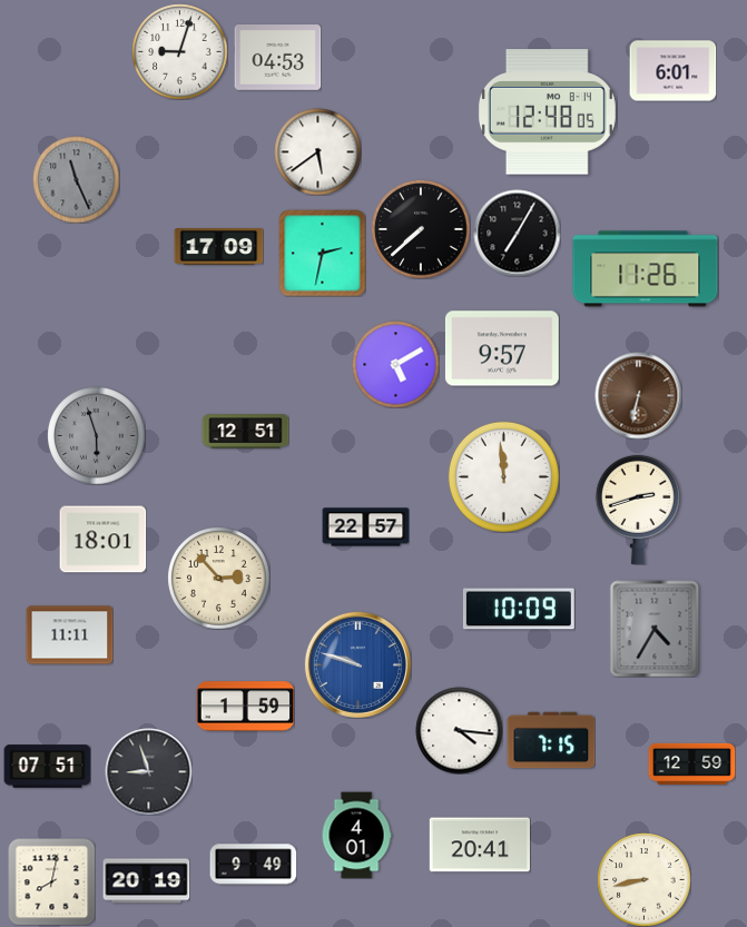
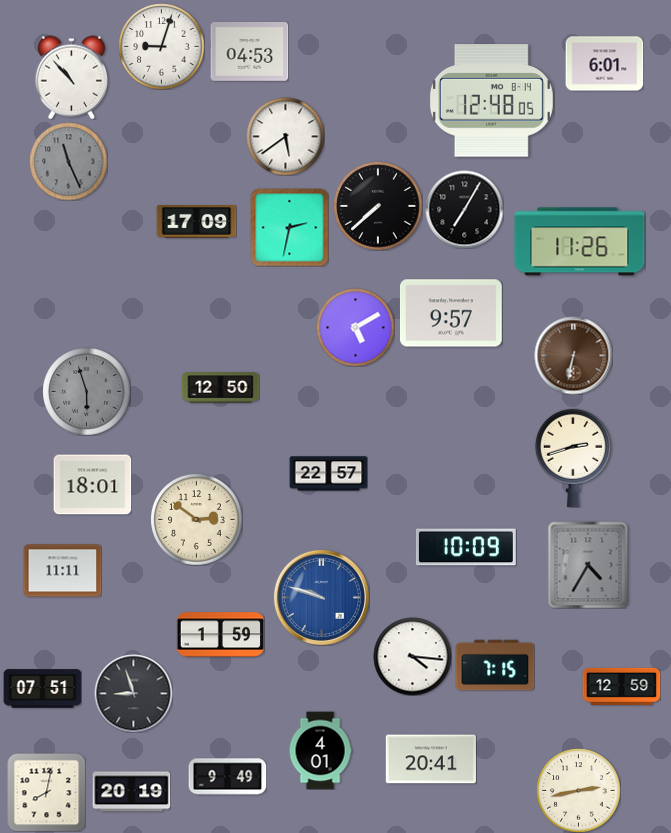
clock at (71, 77): none -> 10:53
clock at (245, 432): 12:51 -> 12:50
clock at (503, 476): 11:59 -> none
clock at (219, 579): 2:53 -> 2:51
clock at (643, 879): 8:43 -> 2:43
